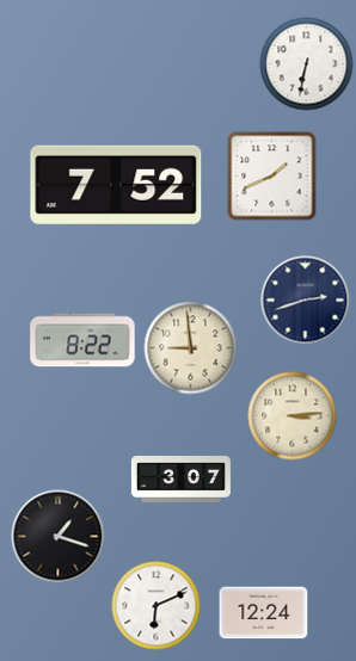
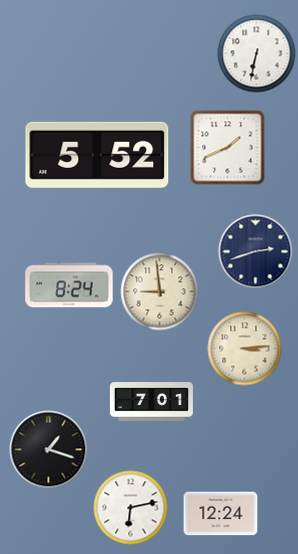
clock at (116, 185): 7:52 -> 5:52
clock at (82, 340): 8:22 -> 8:24
clock at (180, 480): 3:07 -> 7:01
clock at (156, 606): 6:11 -> 6:13
